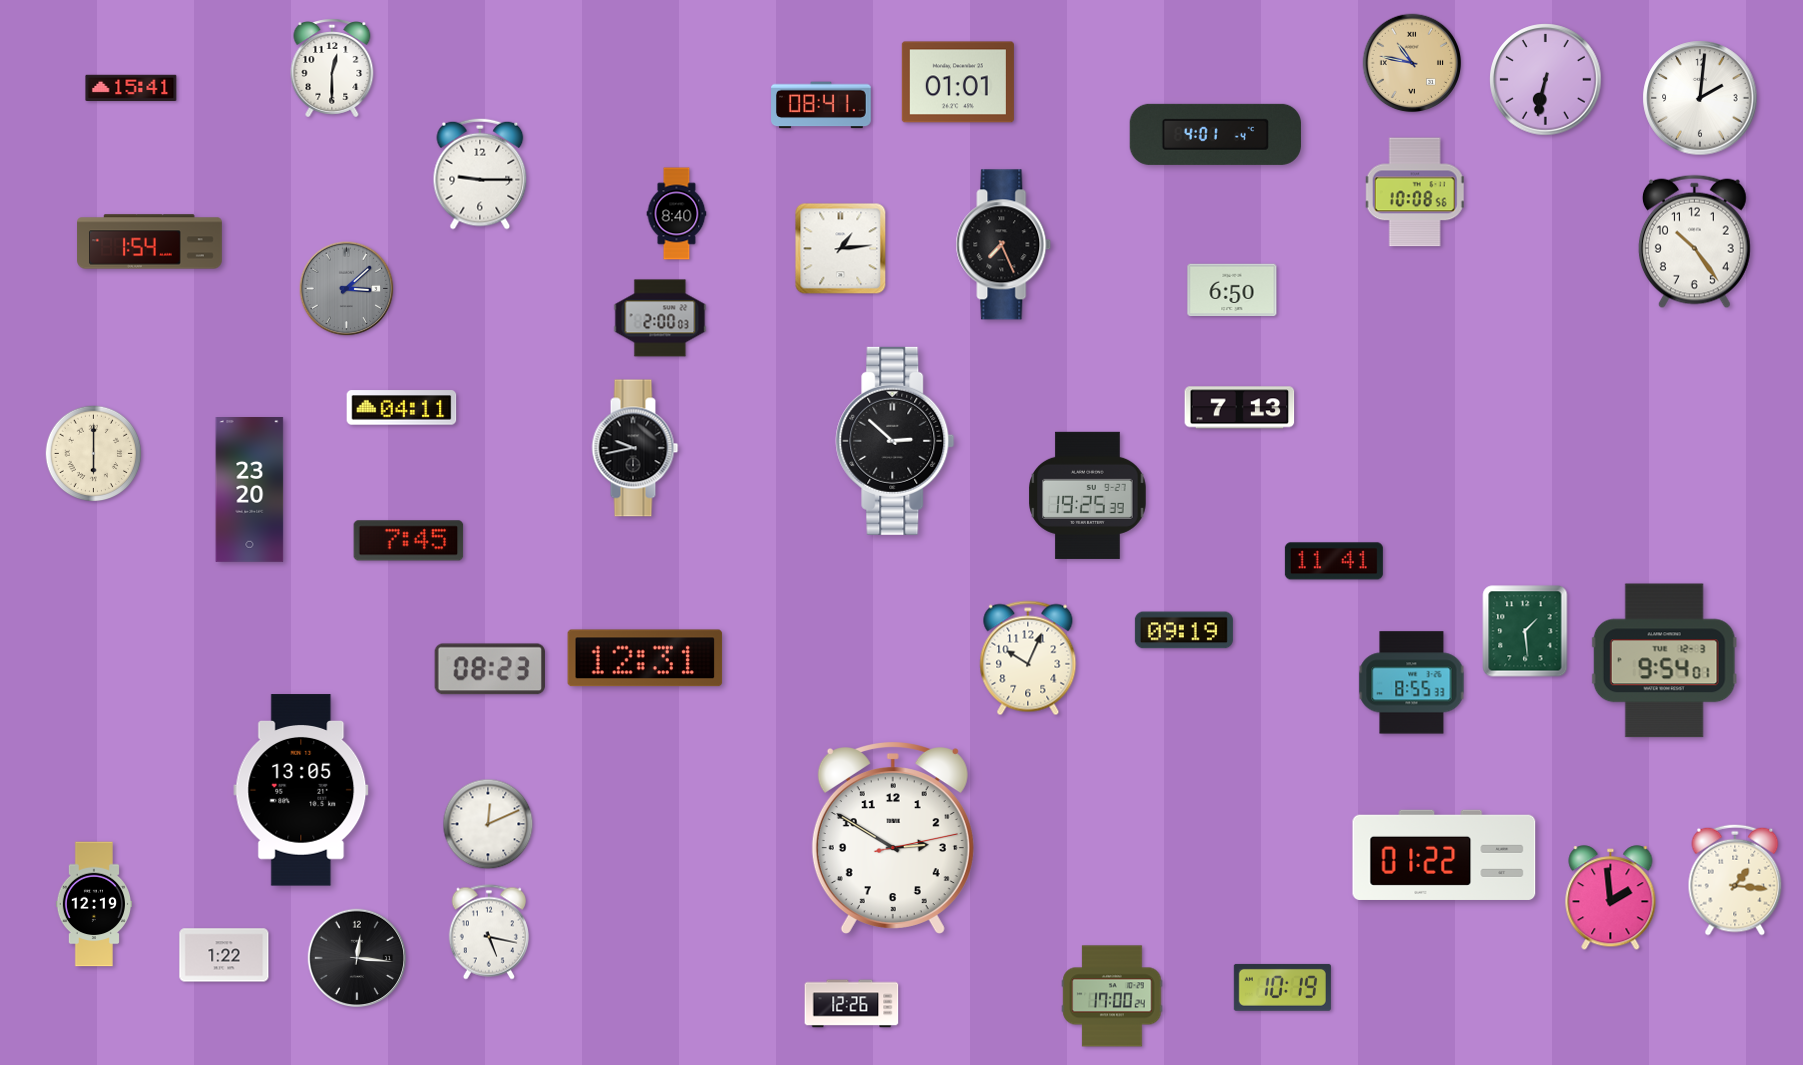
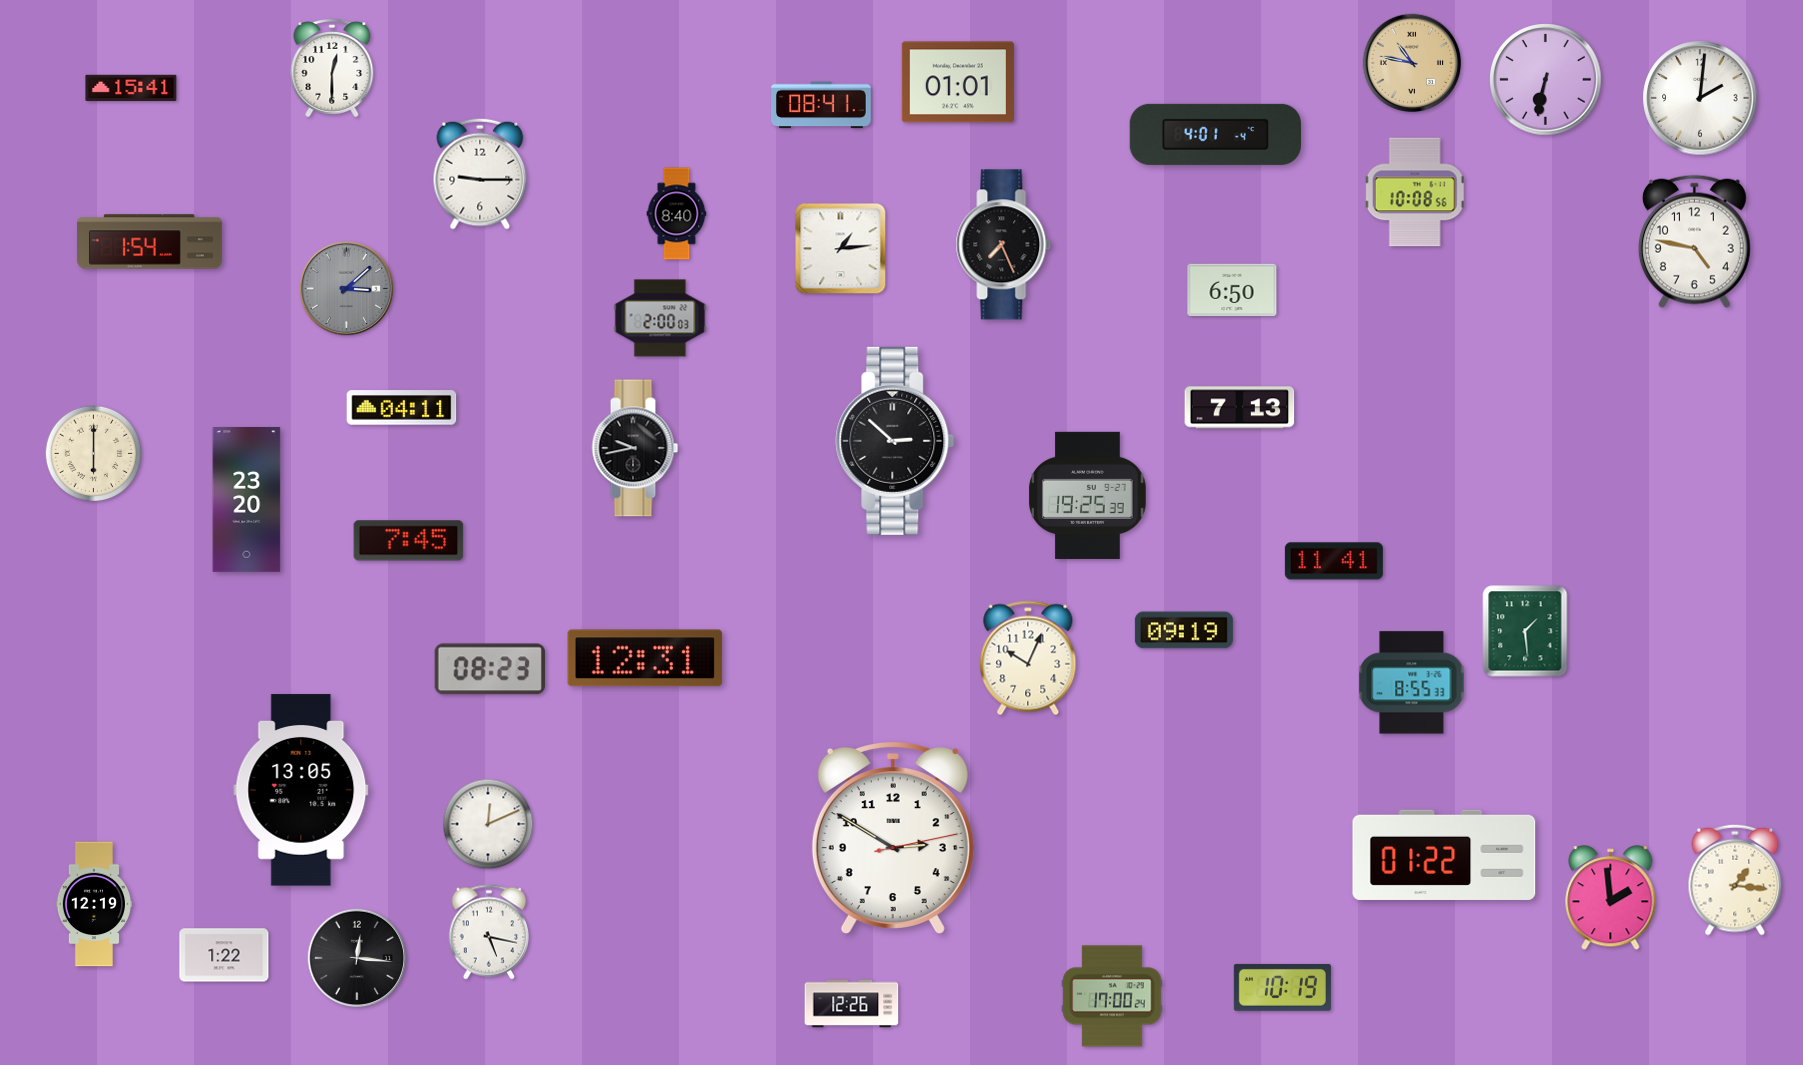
clock at (1694, 242): 10:24 -> 4:47
clock at (250, 490) position: (250, 490) -> (247, 500)
clock at (1664, 661): 9:54 -> none
